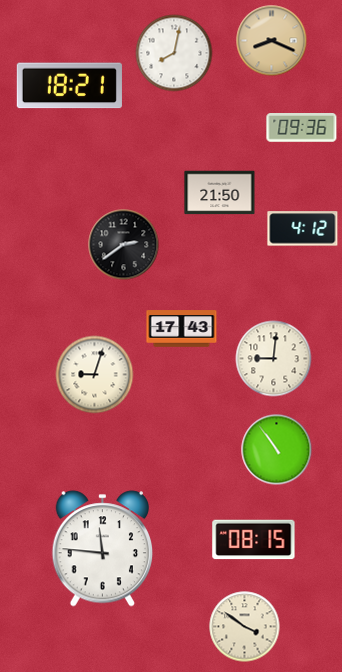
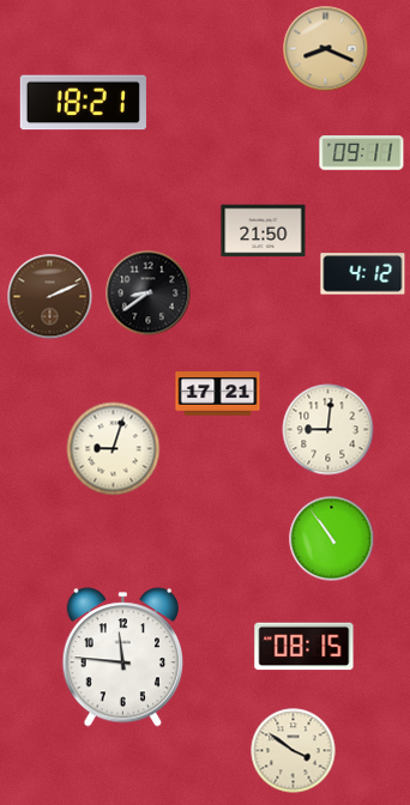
clock at (174, 53): 8:02 -> none
clock at (302, 128): 09:36 -> 09:11
clock at (124, 245): 2:39 -> 8:39
clock at (50, 297): none -> 2:11
clock at (182, 329): 17:43 -> 17:21
